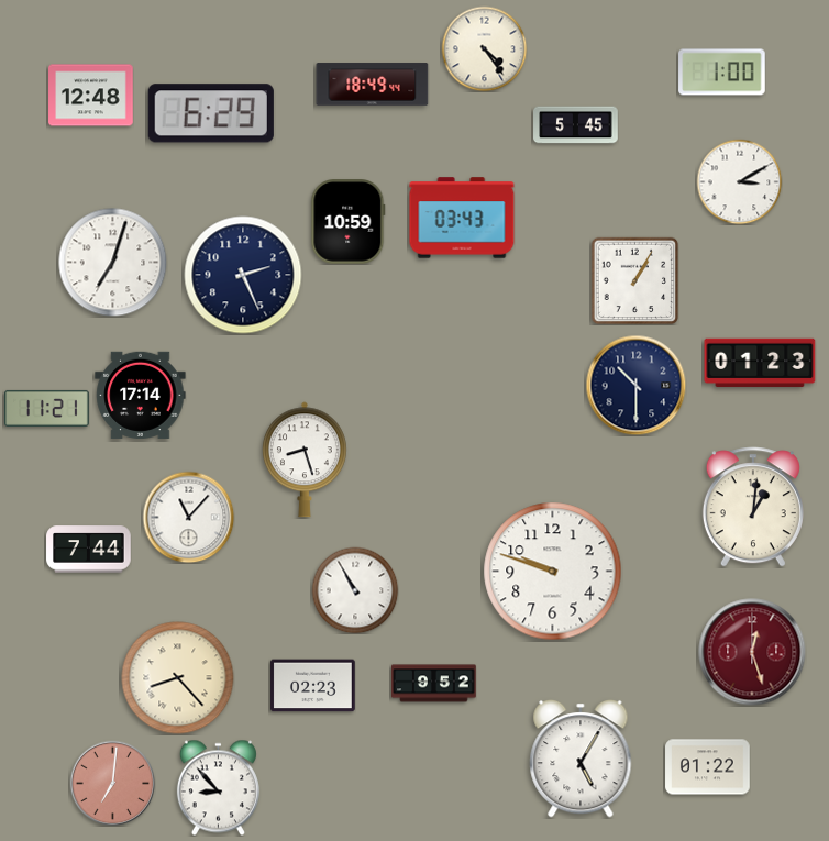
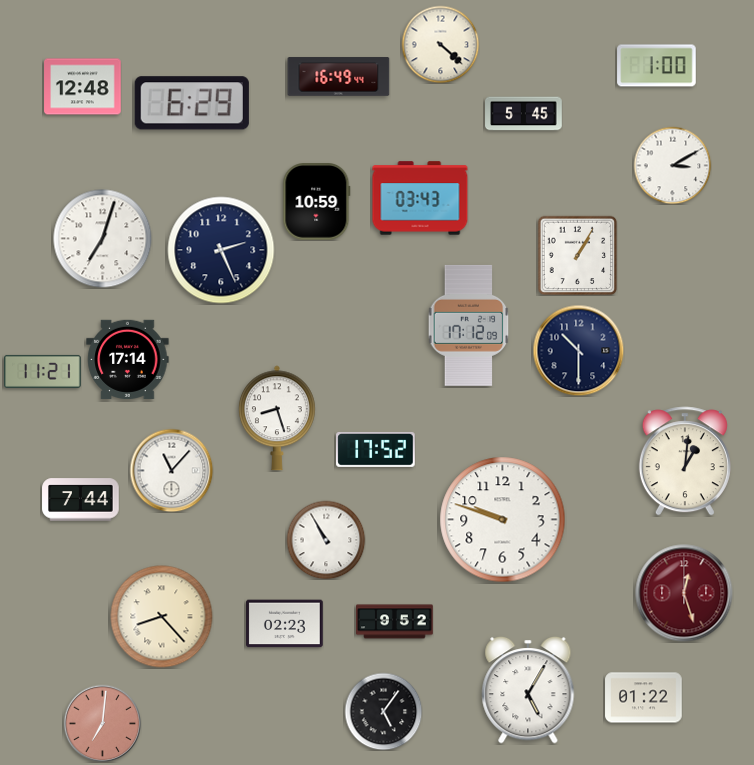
clock at (484, 48): 4:24 -> 4:22
clock at (373, 85): 18:49 -> 16:49
clock at (469, 325): none -> 17:12
clock at (760, 363): 01:23 -> none
clock at (376, 449): none -> 17:52
clock at (355, 590) position: (355, 590) -> (326, 540)
clock at (383, 711): none -> 5:06
clock at (112, 783) position: (112, 783) -> (102, 723)
clock at (218, 787): 8:53 -> none
